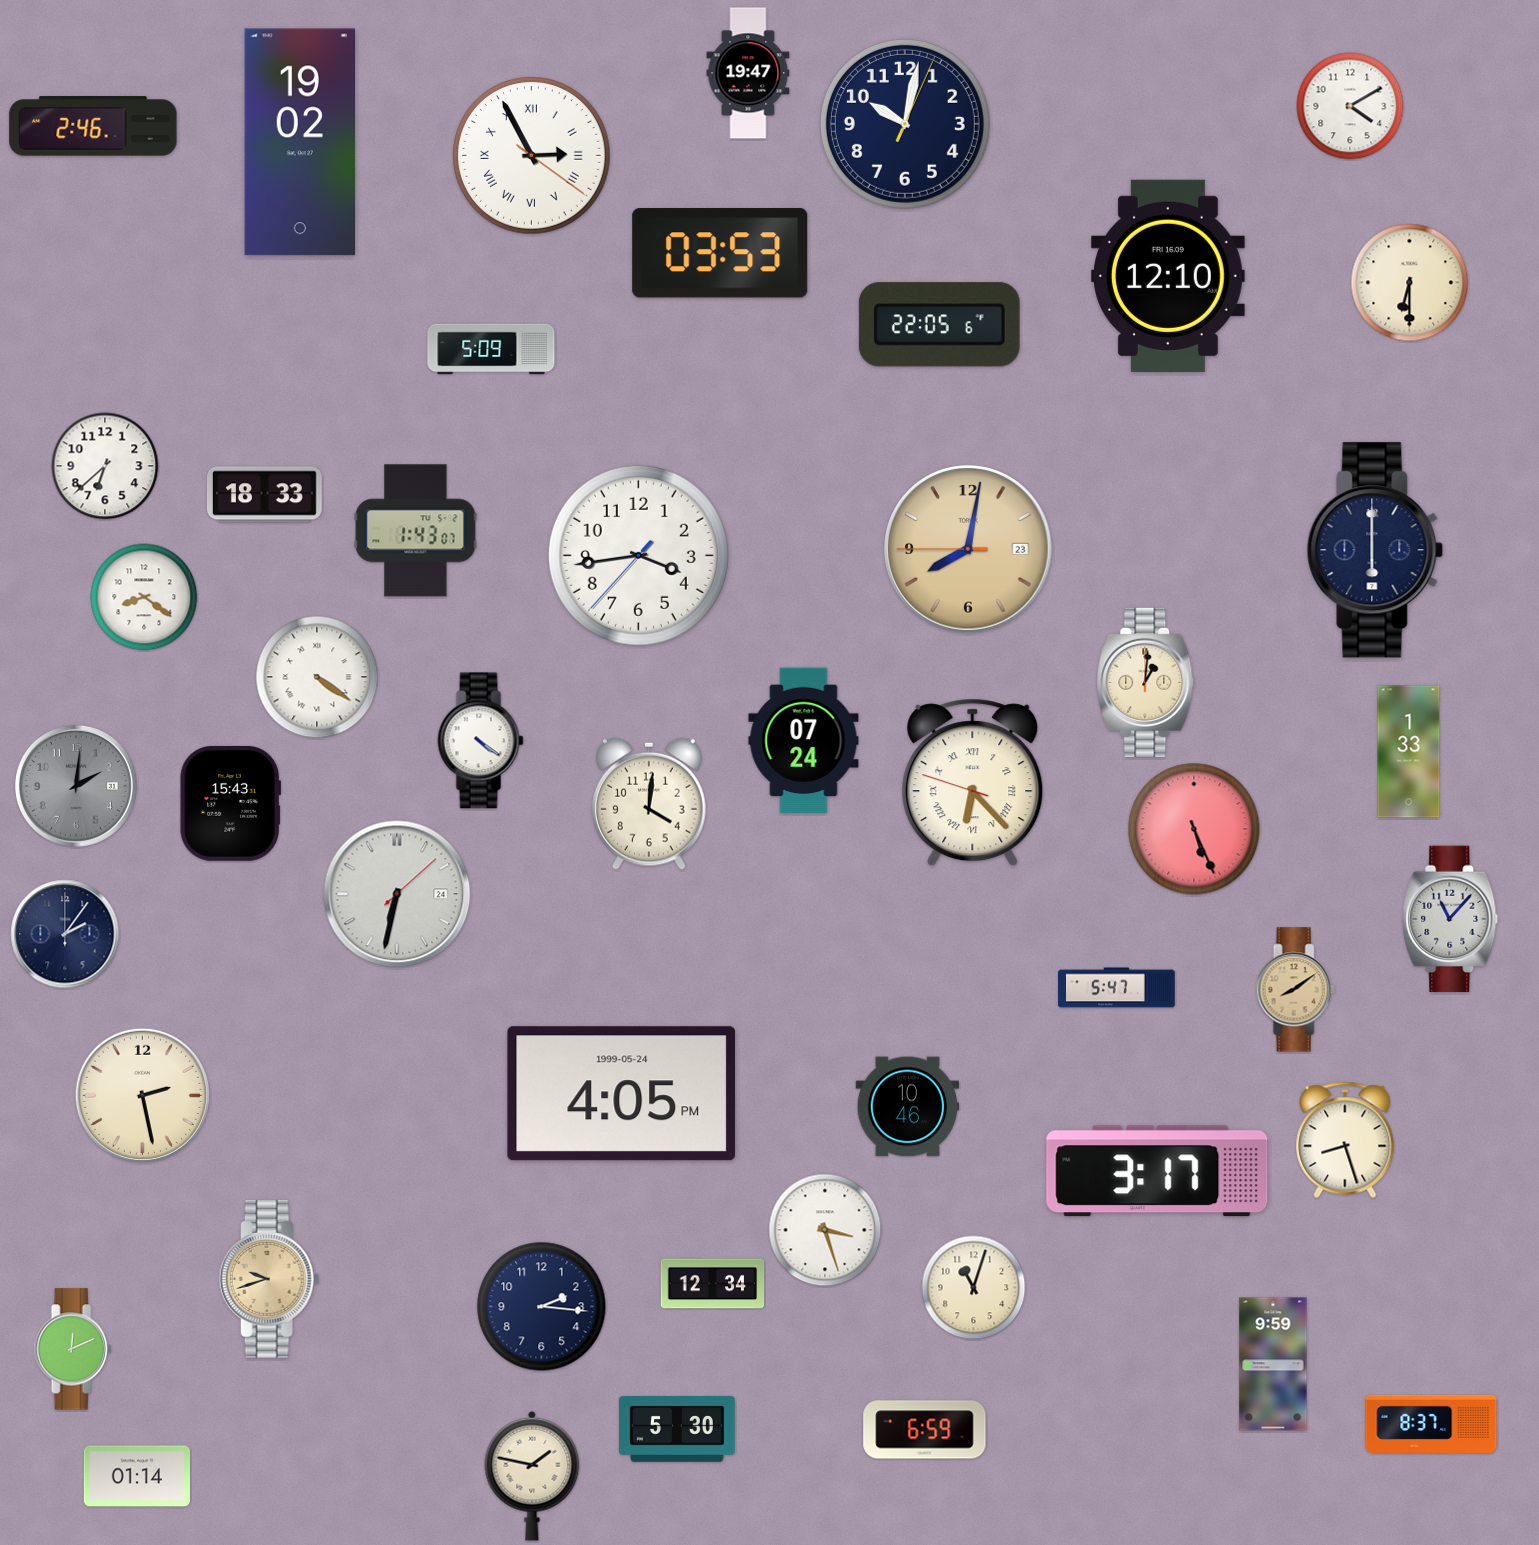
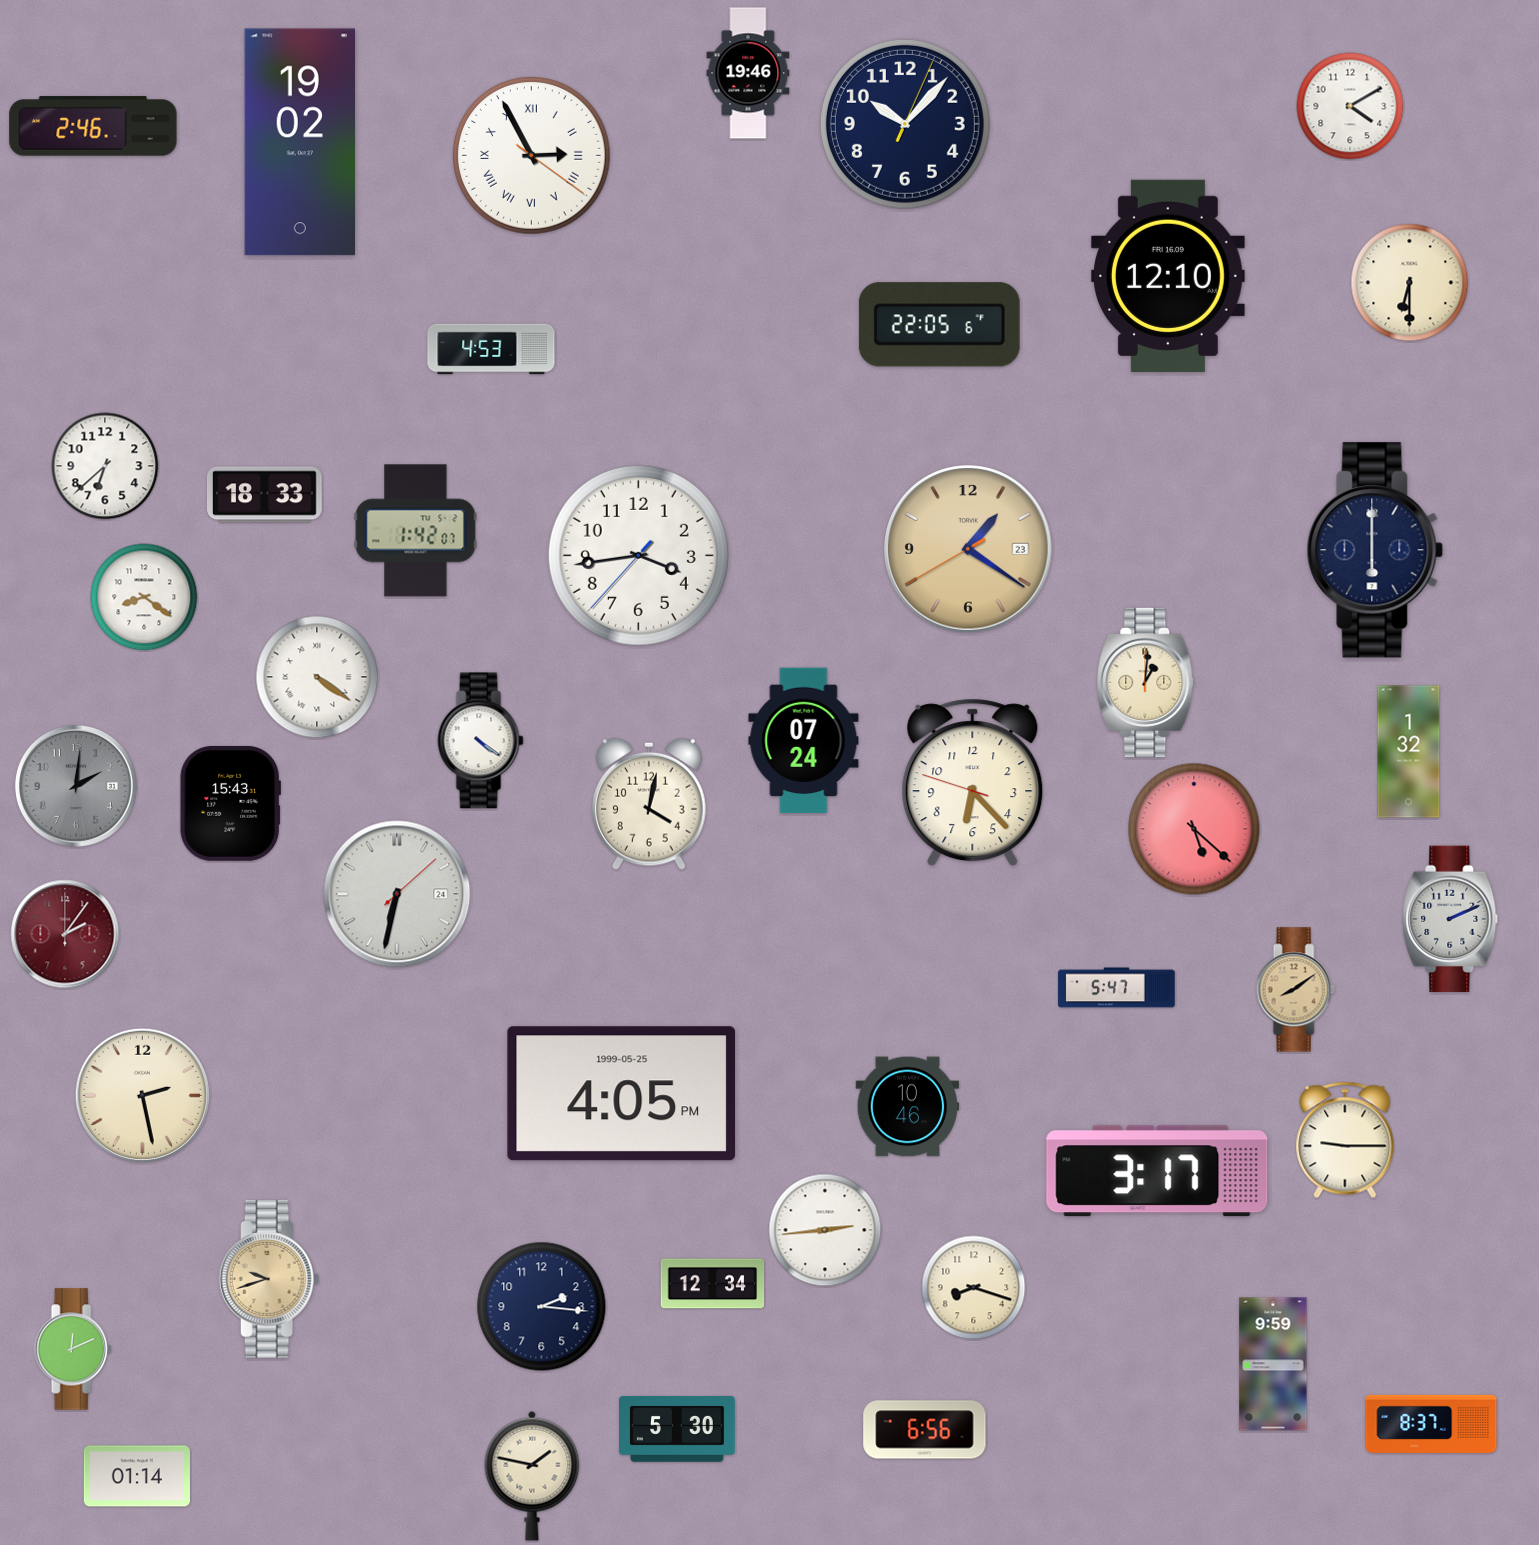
clock at (748, 73): 19:47 -> 19:46
clock at (905, 124): 10:02 -> 10:07
clock at (720, 253): 03:53 -> none
clock at (491, 349): 5:09 -> 4:53
clock at (416, 531): 1:43 -> 1:42
clock at (968, 549): 8:01 -> 1:20
clock at (1409, 752): 1:33 -> 1:32
clock at (973, 783) numerals: Roman -> Arabic
clock at (649, 804): 4:01 -> 4:02
clock at (1194, 829): 5:26 -> 5:22
clock at (1450, 919): 11:07 -> 2:11
clock at (65, 934) dial: navy -> burgundy
clock at (622, 1094) date: 1999-05-24 -> 1999-05-25
clock at (1345, 1140): 8:27 -> 9:15
clock at (825, 1230): 3:27 -> 2:44
clock at (974, 1288): 11:03 -> 8:18
clock at (925, 1430): 6:59 -> 6:56
